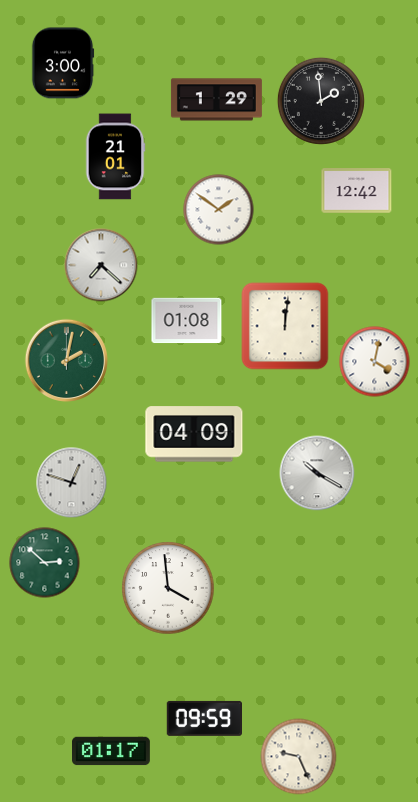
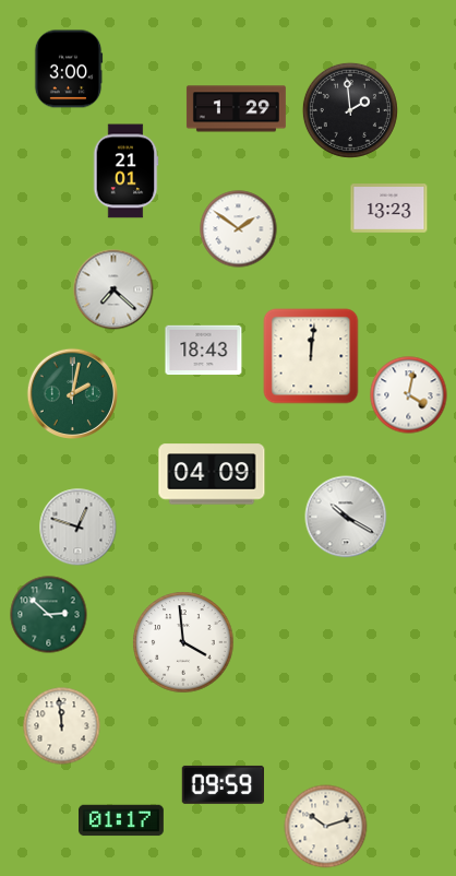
clock at (357, 191): 12:42 -> 13:23
clock at (101, 265) position: (101, 265) -> (113, 289)
clock at (187, 321): 01:08 -> 18:43
clock at (62, 726): none -> 11:59
clock at (299, 757): 9:26 -> 10:12
